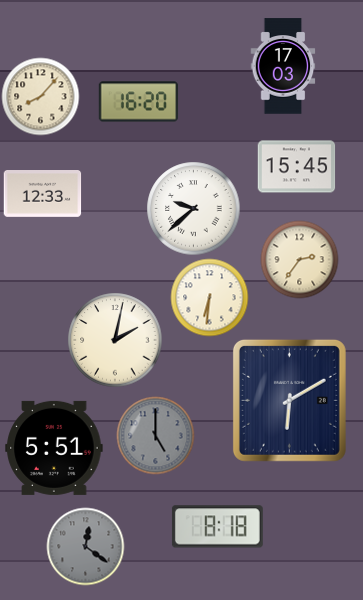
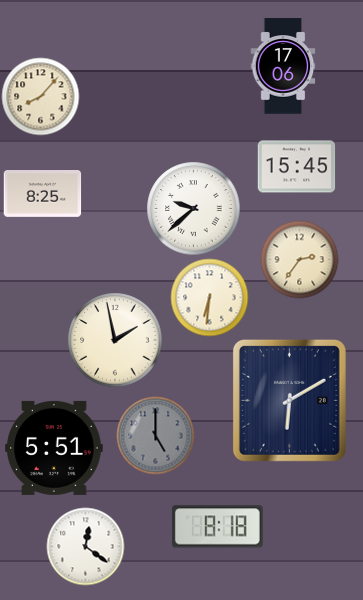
clock at (283, 66): 17:03 -> 17:06
clock at (138, 102): 16:20 -> none
clock at (42, 194): 12:33 -> 8:25
clock at (115, 340): 2:02 -> 1:58
clock at (85, 546) dial: grey -> white
